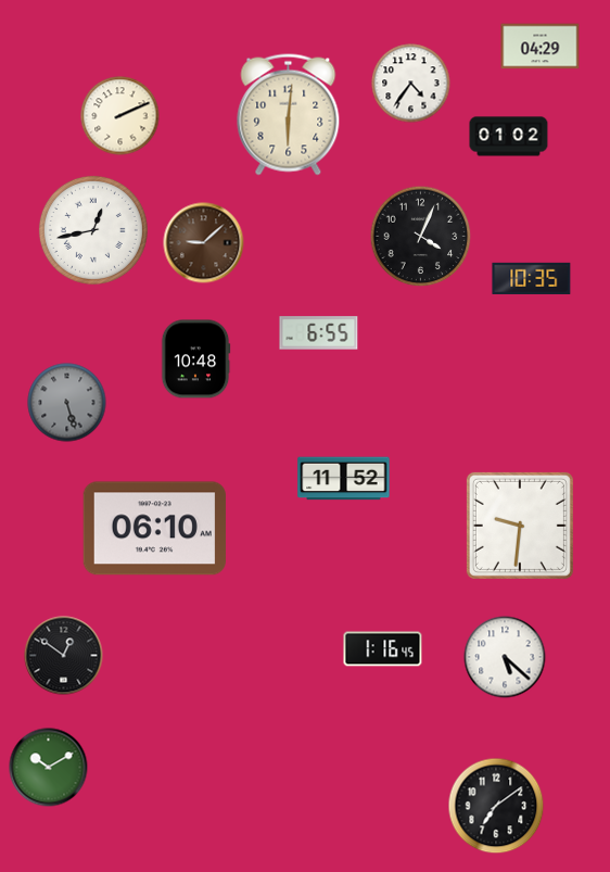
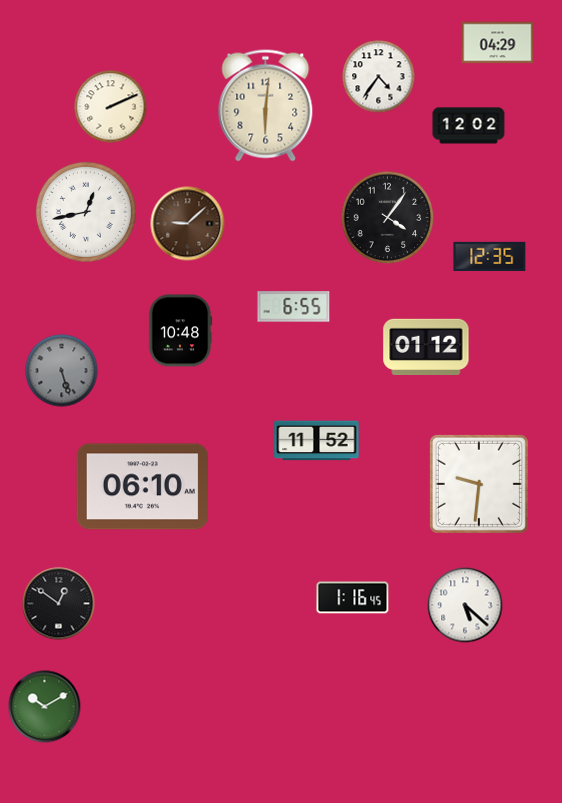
clock at (509, 137): 01:02 -> 12:02
clock at (421, 237): 4:04 -> 4:06
clock at (532, 278): 10:35 -> 12:35
clock at (426, 346): none -> 01:12
clock at (496, 806): 7:09 -> none
